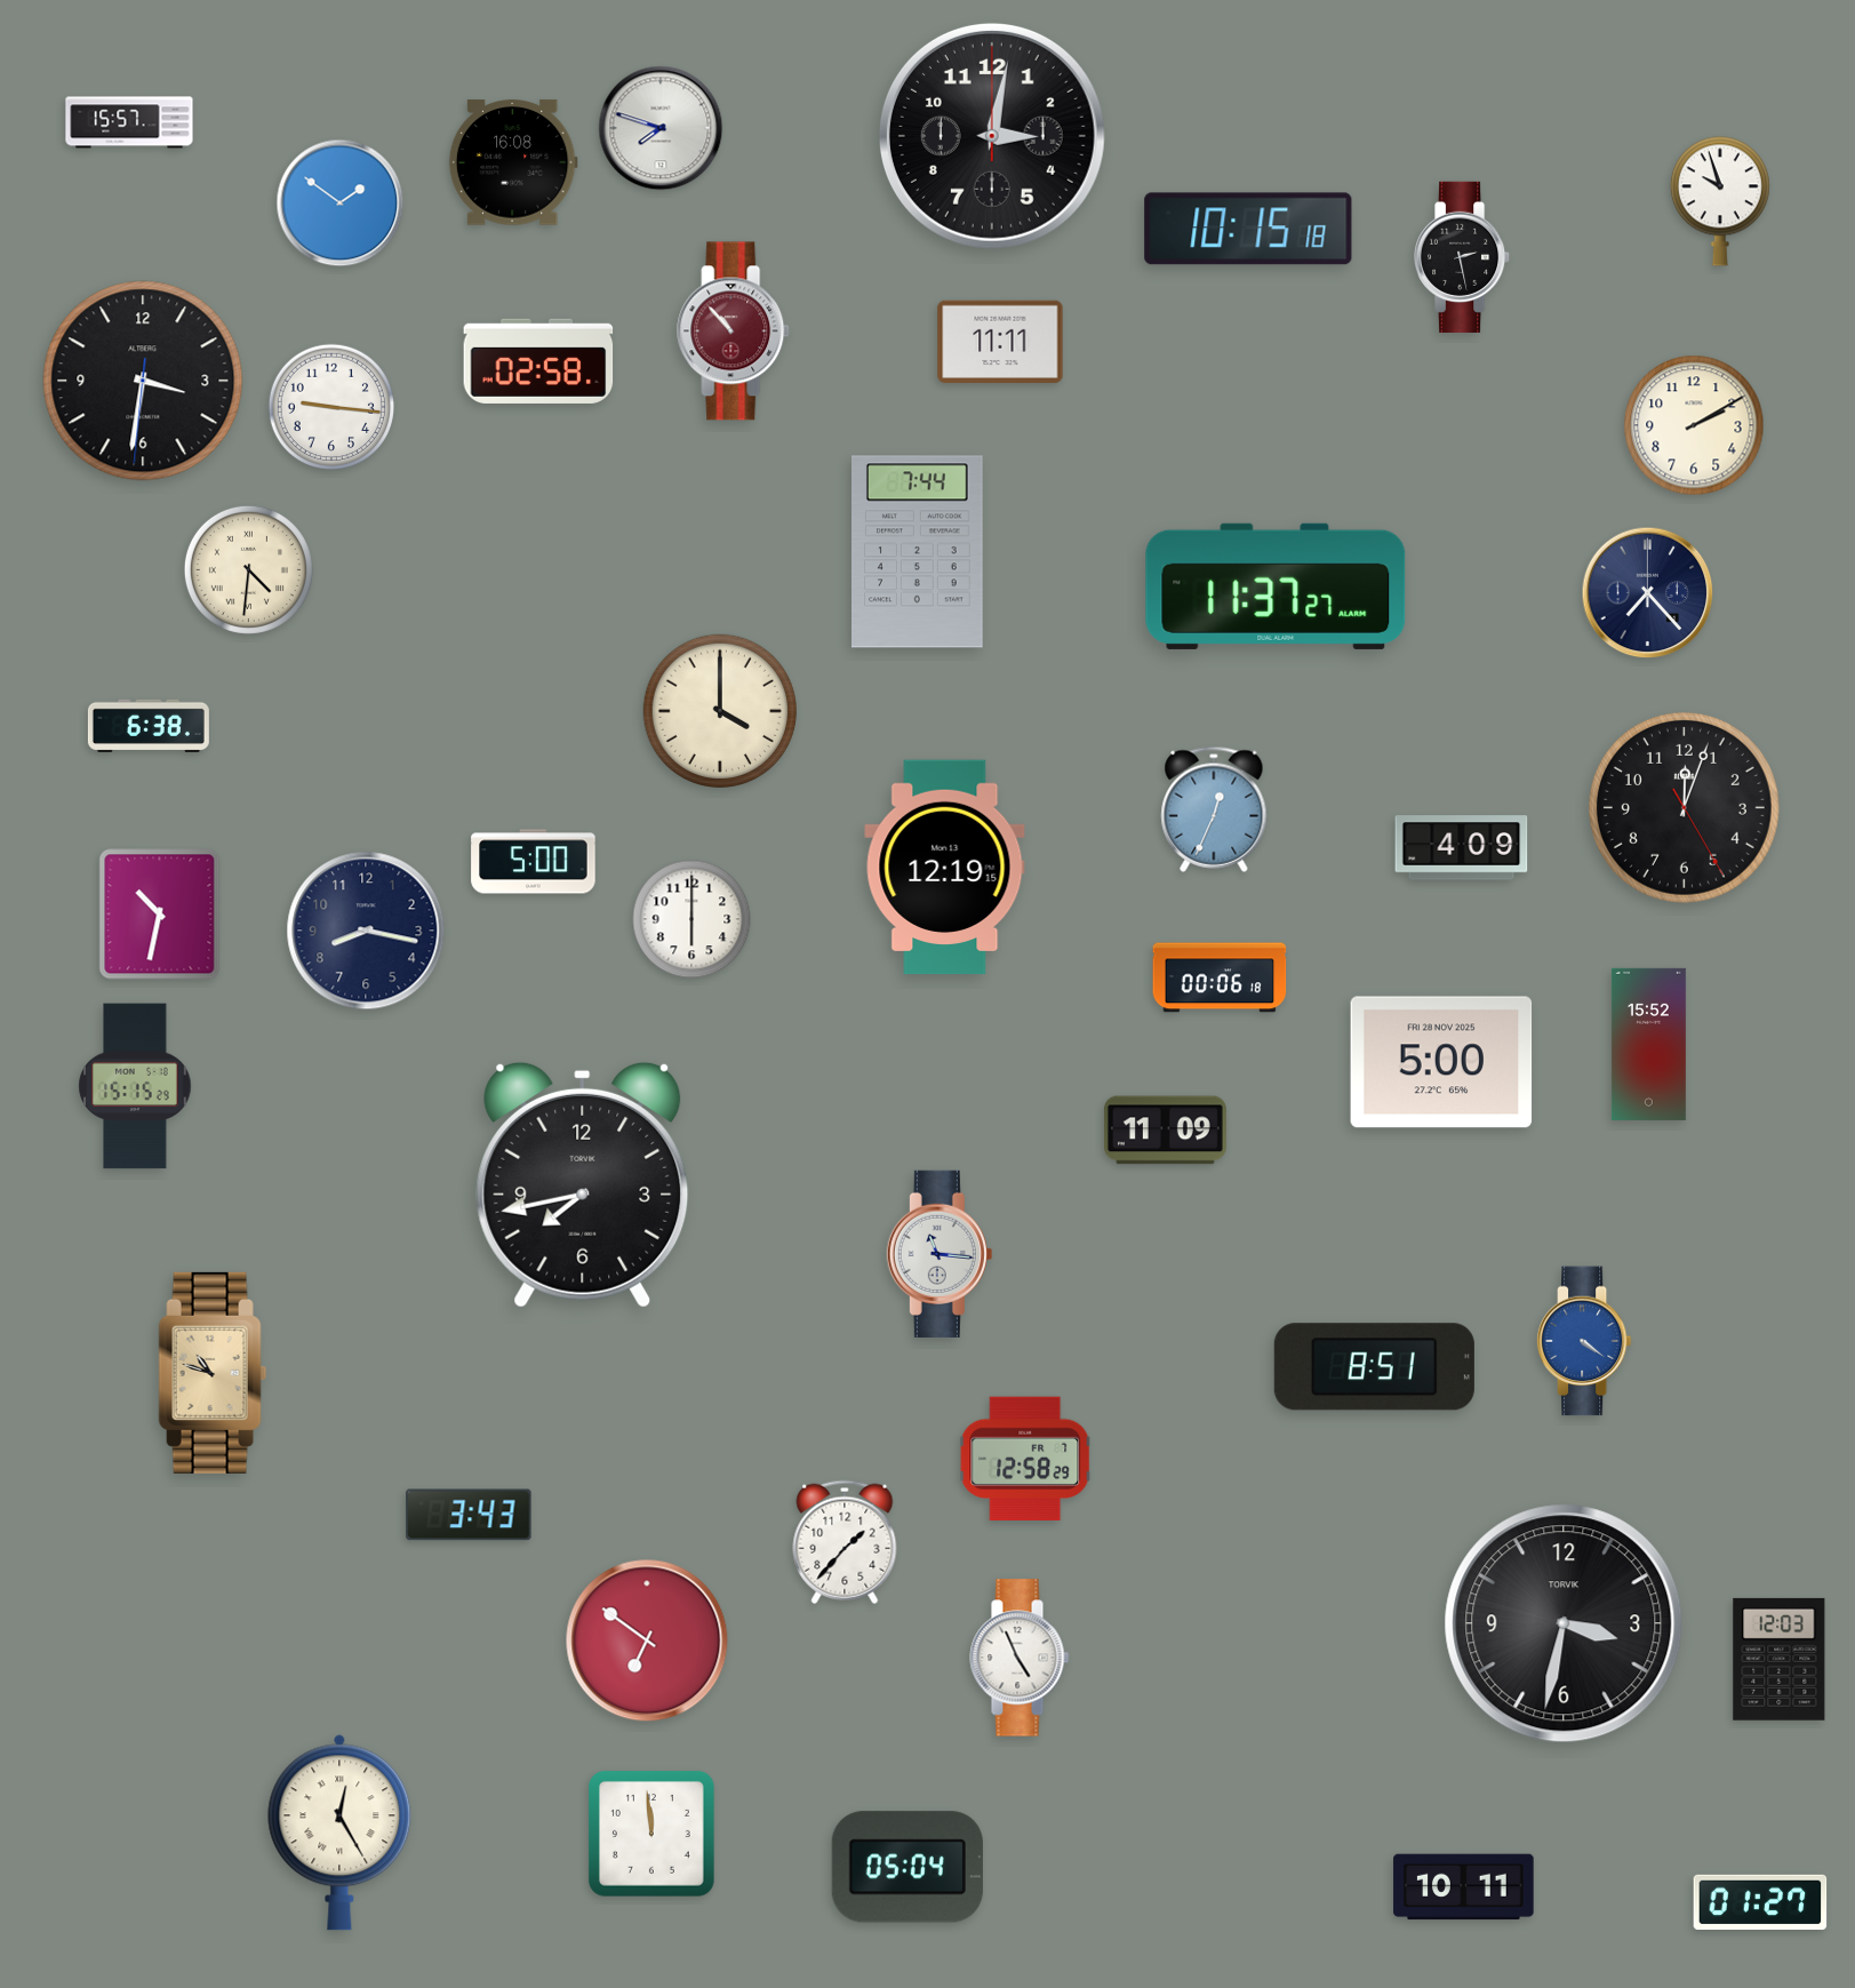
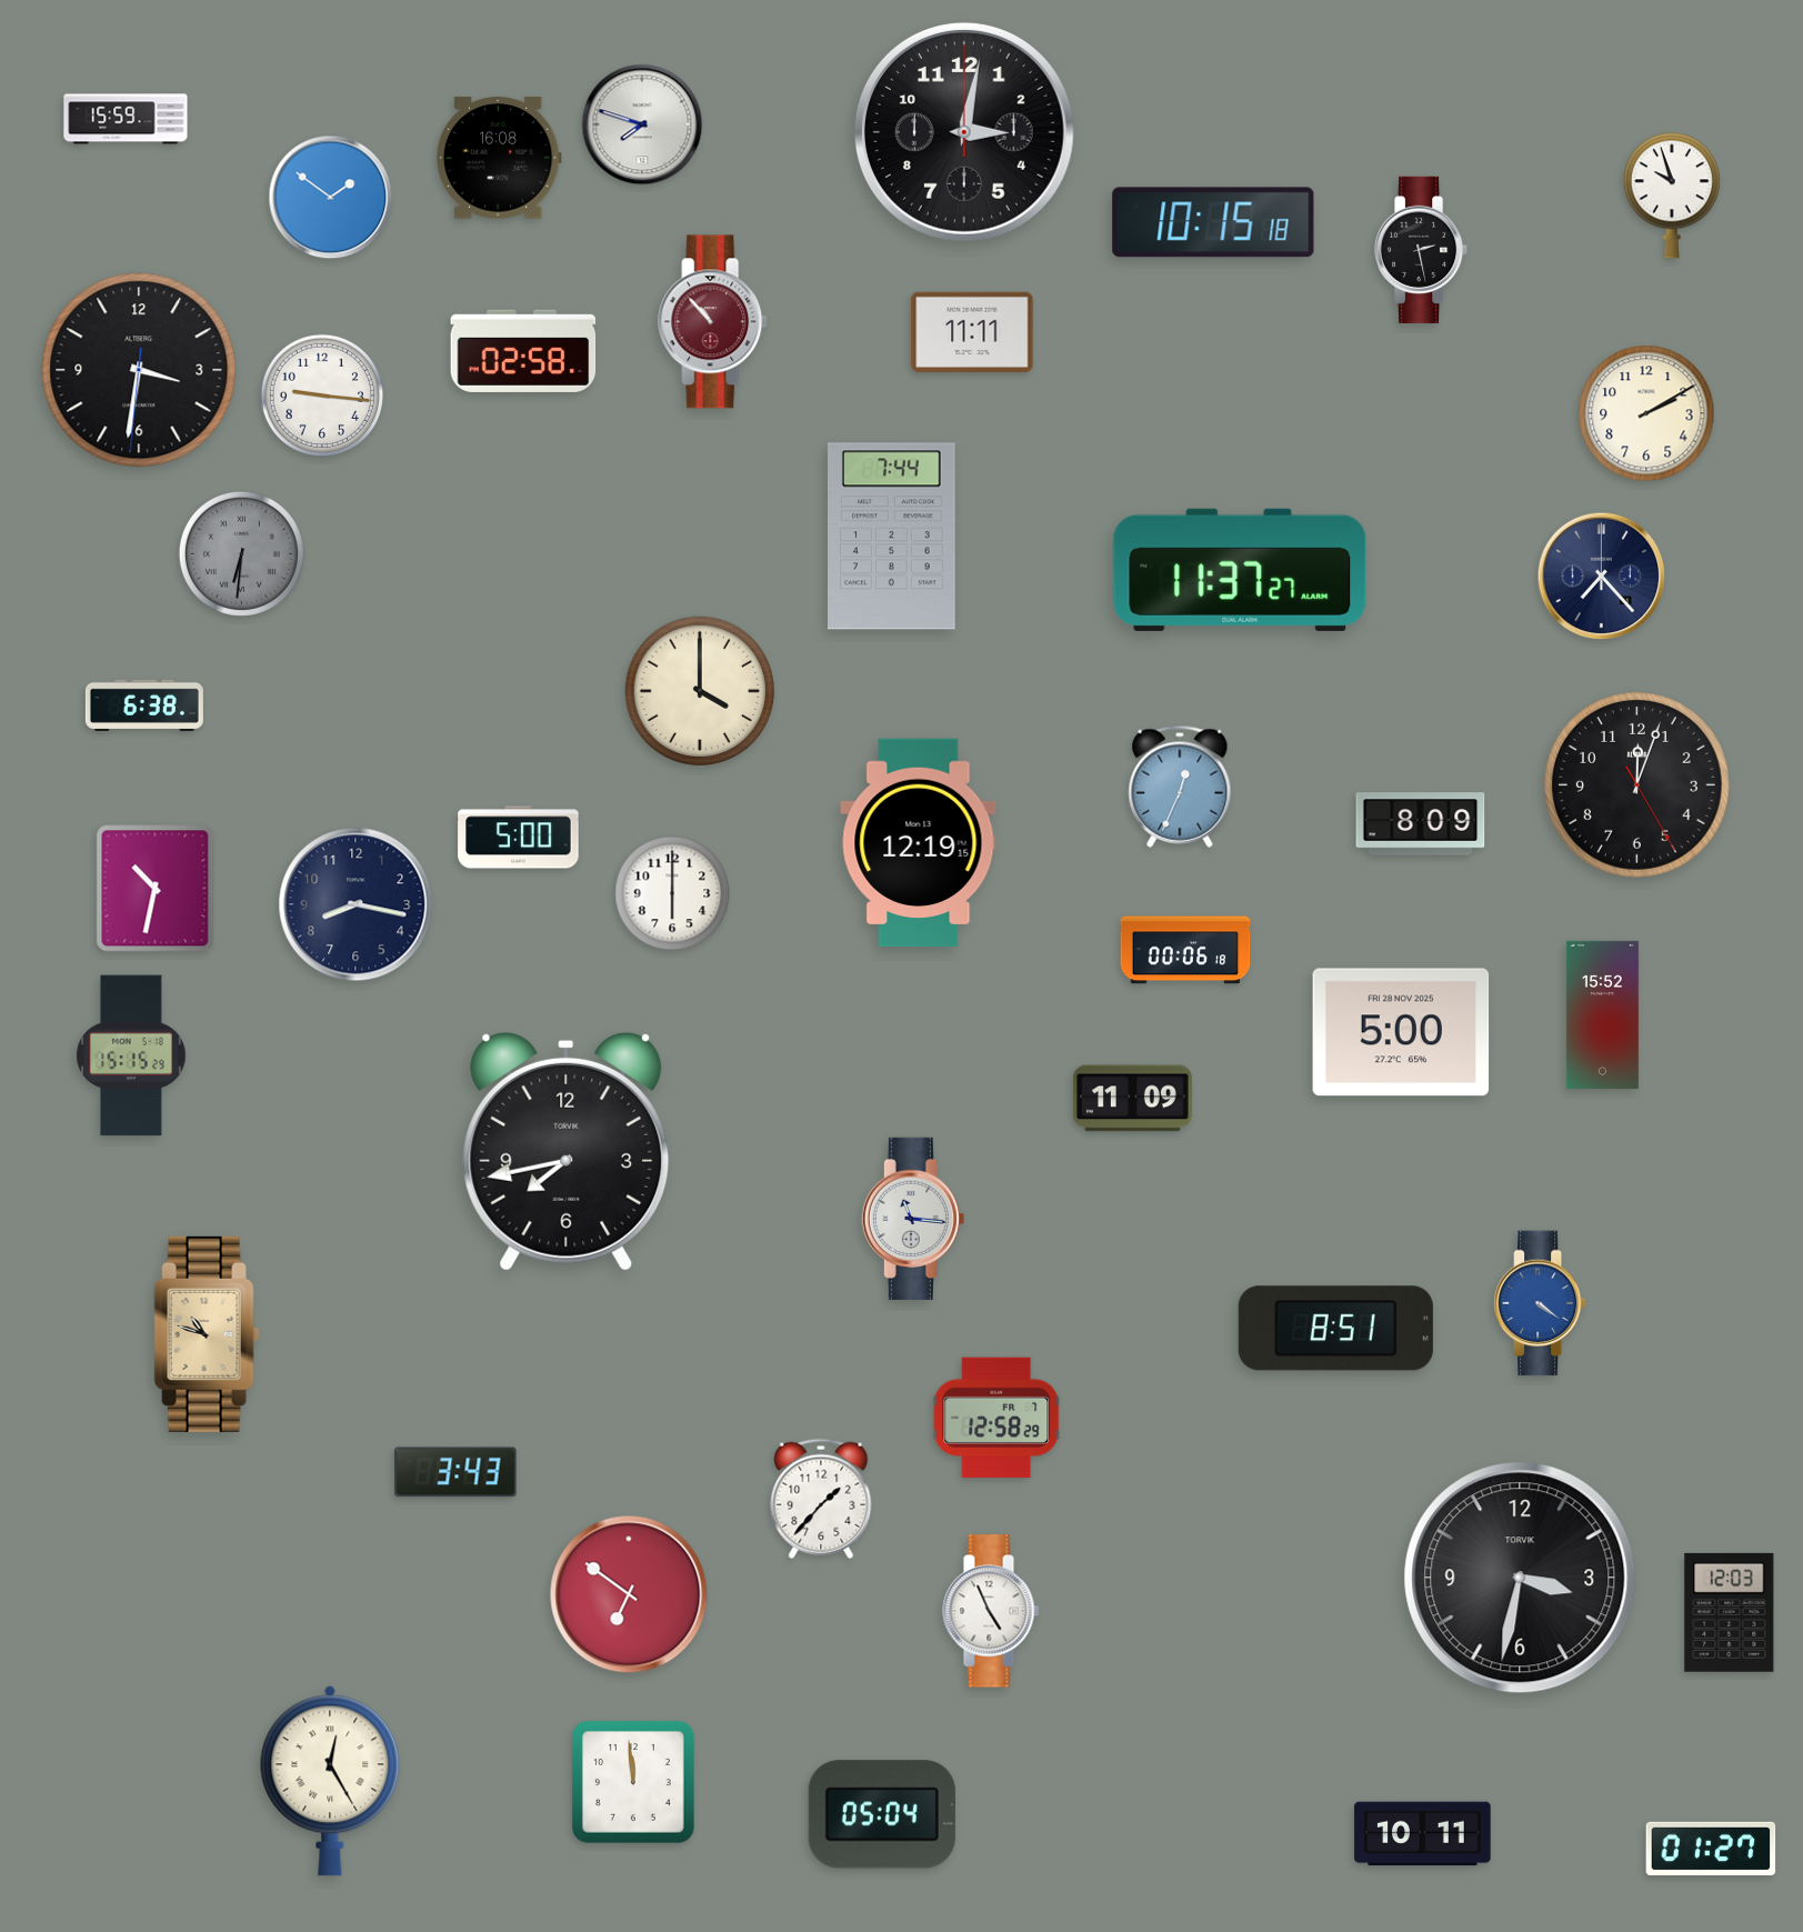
clock at (129, 122): 15:57 -> 15:59
clock at (248, 569): 4:31 -> 6:31
clock at (248, 569) dial: cream -> grey
clock at (1462, 848): 4:09 -> 8:09
